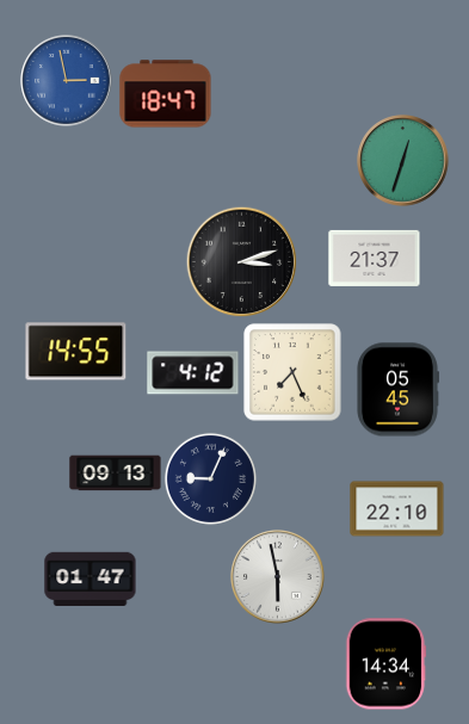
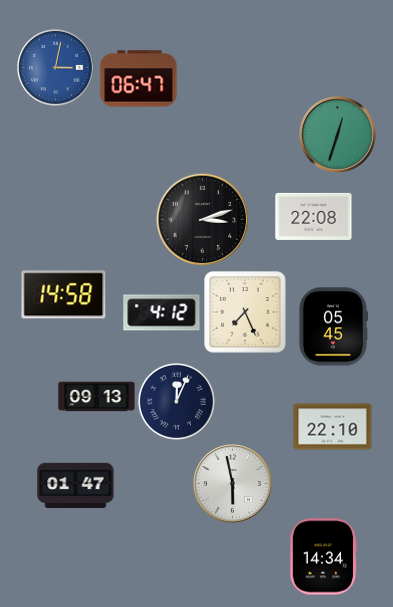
clock at (67, 81): 2:58 -> 3:02
clock at (166, 94): 18:47 -> 06:47
clock at (375, 258): 21:37 -> 22:08
clock at (76, 352): 14:55 -> 14:58
clock at (210, 478): 9:04 -> 12:04
